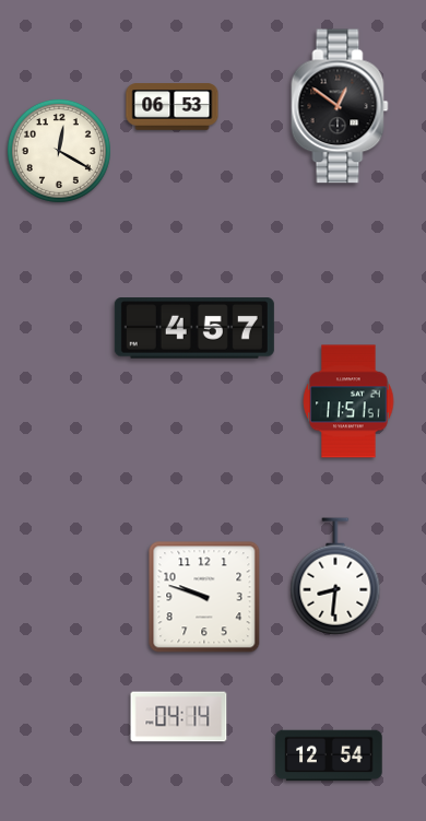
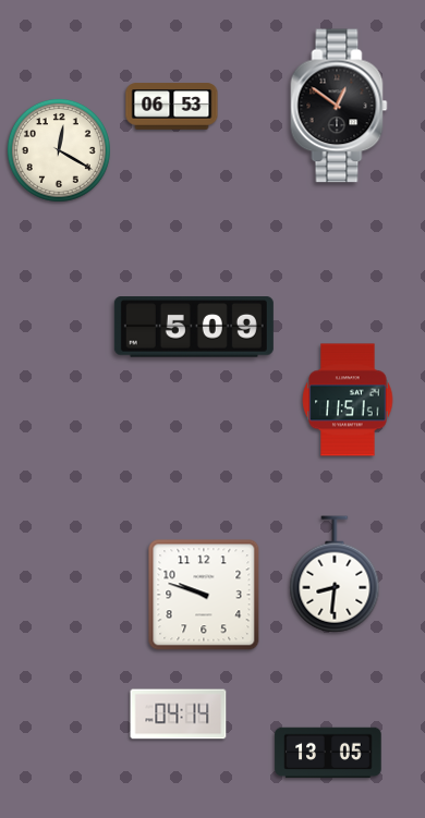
clock at (194, 328): 4:57 -> 5:09
clock at (329, 755): 12:54 -> 13:05
